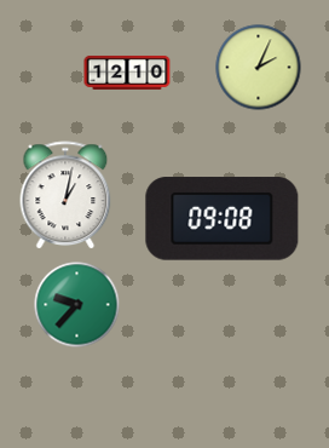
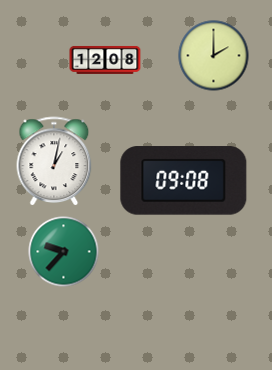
clock at (259, 68): 2:04 -> 2:00
clock at (127, 73): 12:10 -> 12:08
